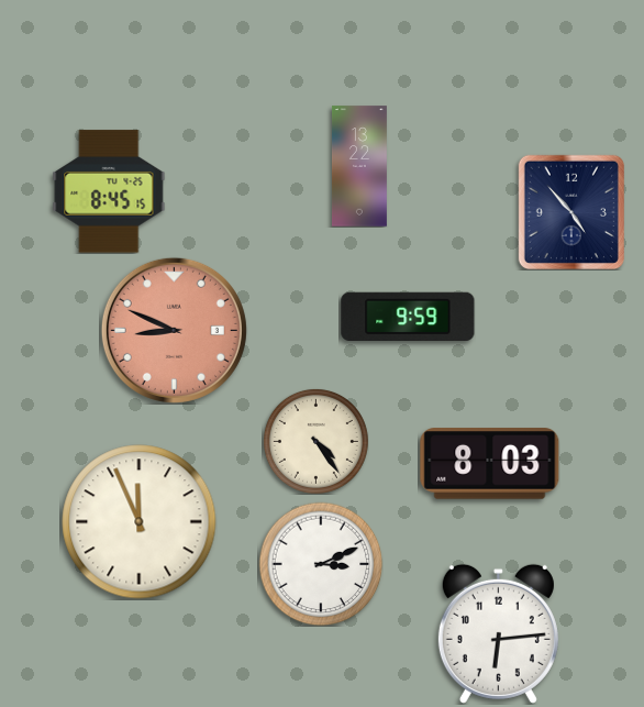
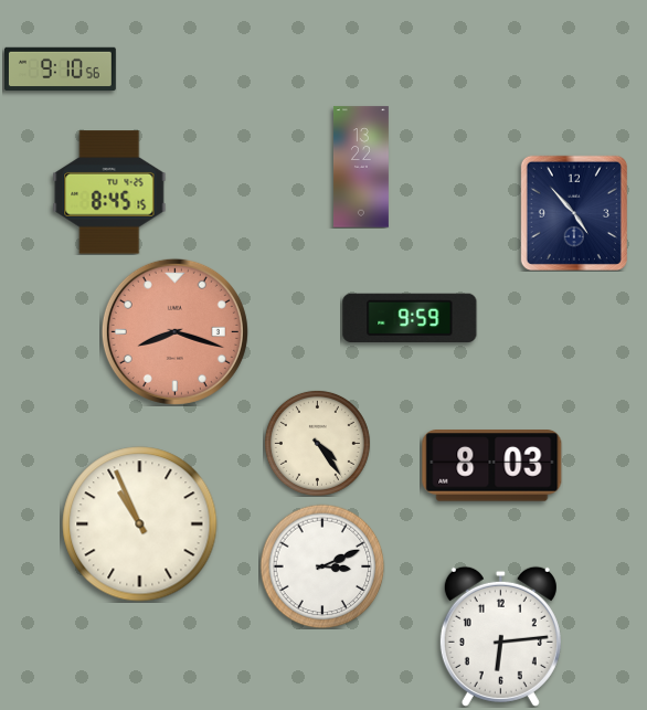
clock at (61, 70): none -> 9:10
clock at (174, 330): 8:49 -> 8:18
clock at (140, 522): 11:56 -> 10:56
